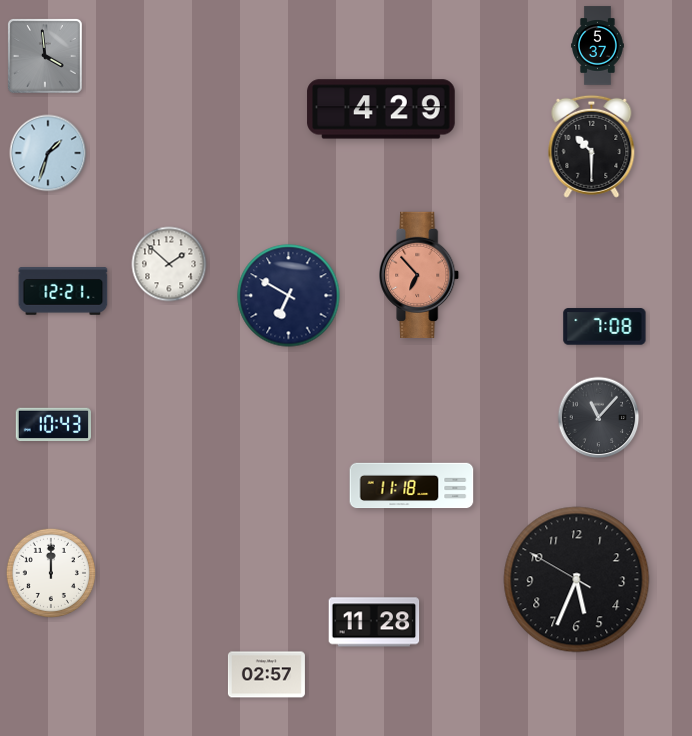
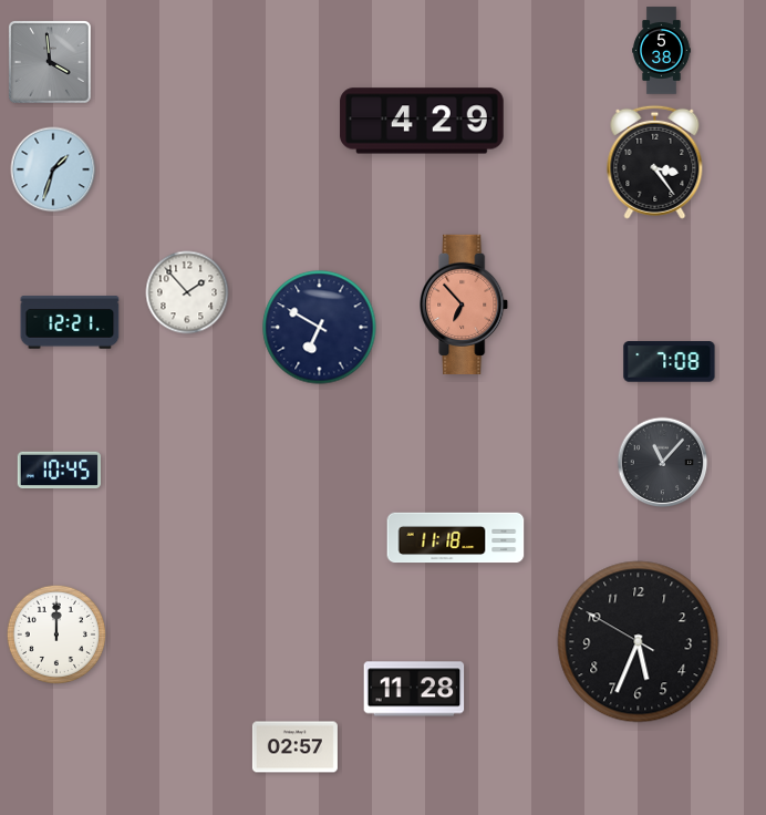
clock at (598, 46): 5:37 -> 5:38
clock at (592, 146): 10:30 -> 3:24
clock at (169, 264): 1:52 -> 1:53
clock at (53, 425): 10:43 -> 10:45
